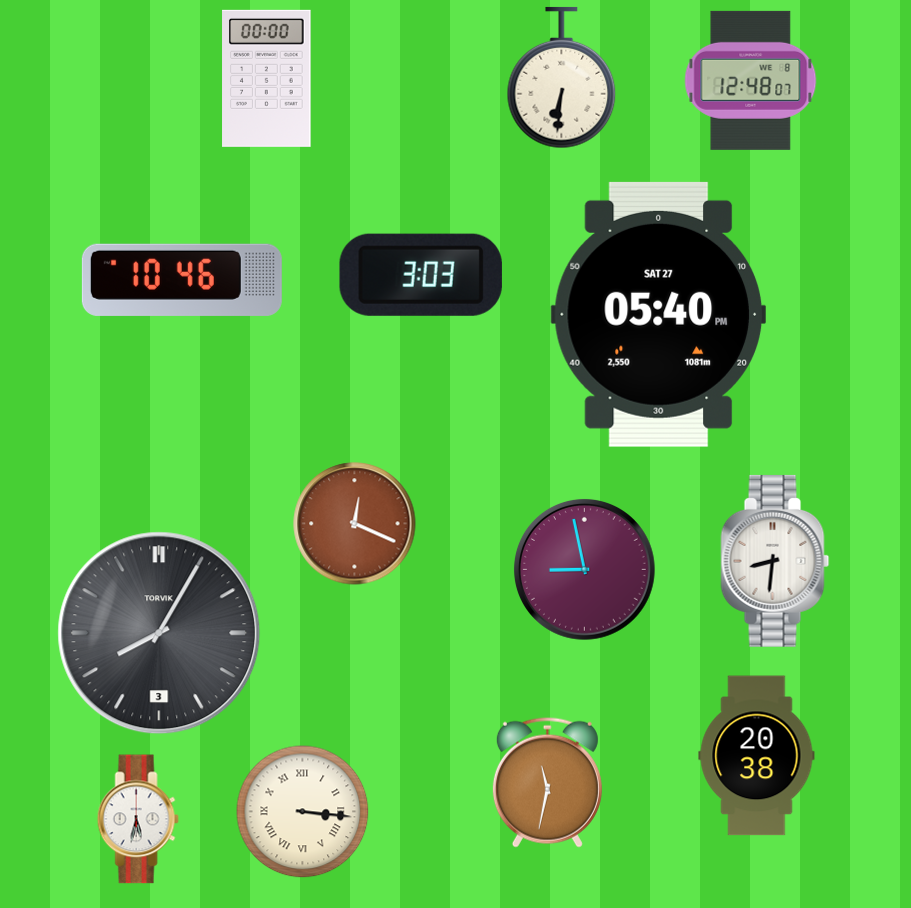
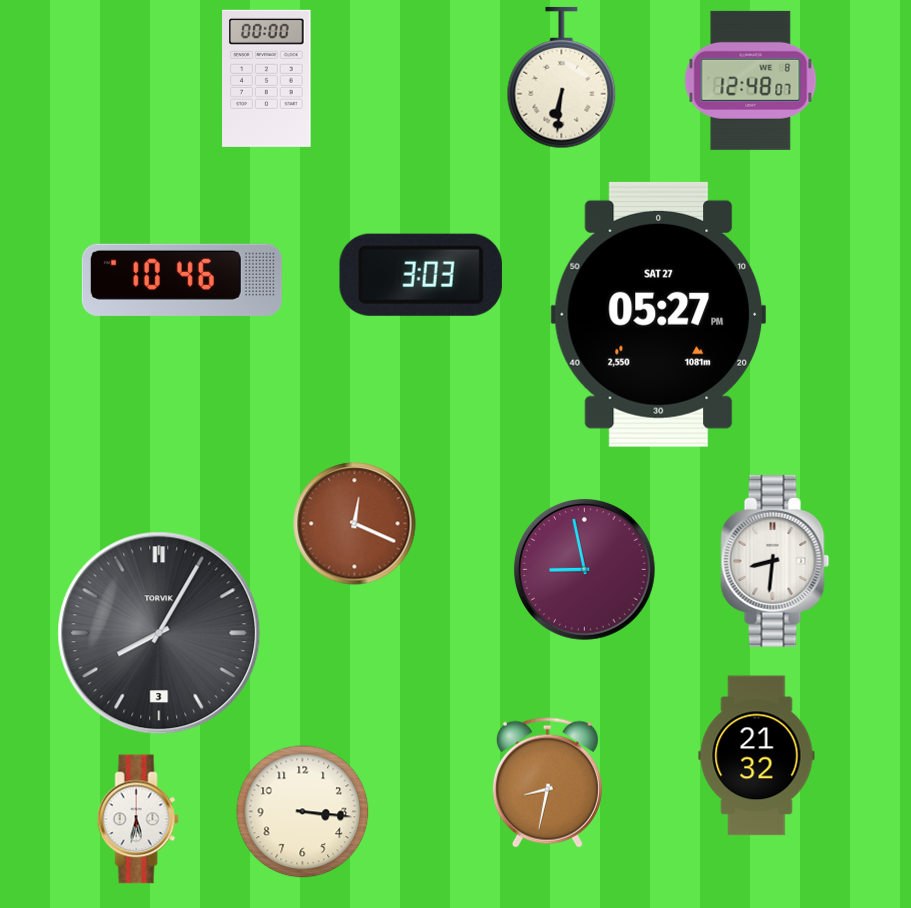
clock at (658, 314): 05:40 -> 05:27
clock at (757, 756): 20:38 -> 21:32
clock at (547, 782): 11:32 -> 8:32
clock at (303, 812) numerals: Roman -> Arabic
